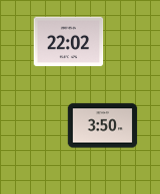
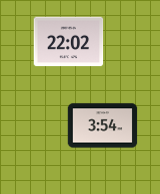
clock at (103, 126): 3:50 -> 3:54
